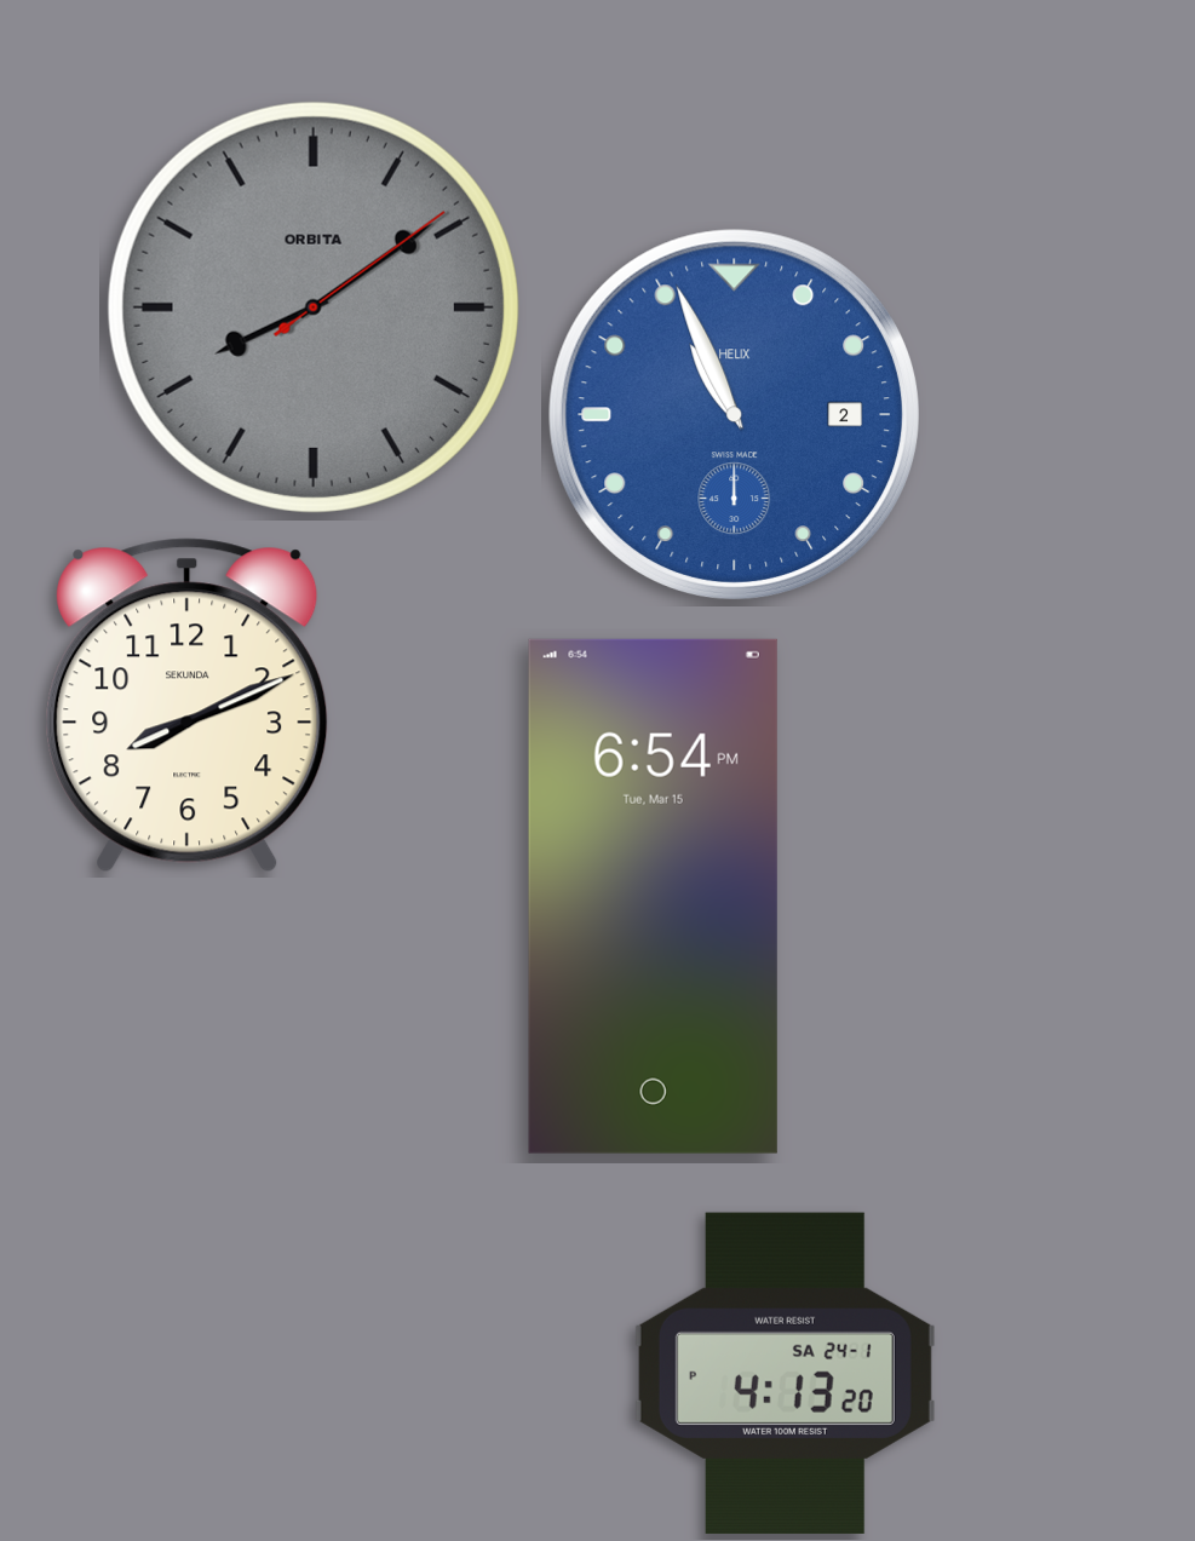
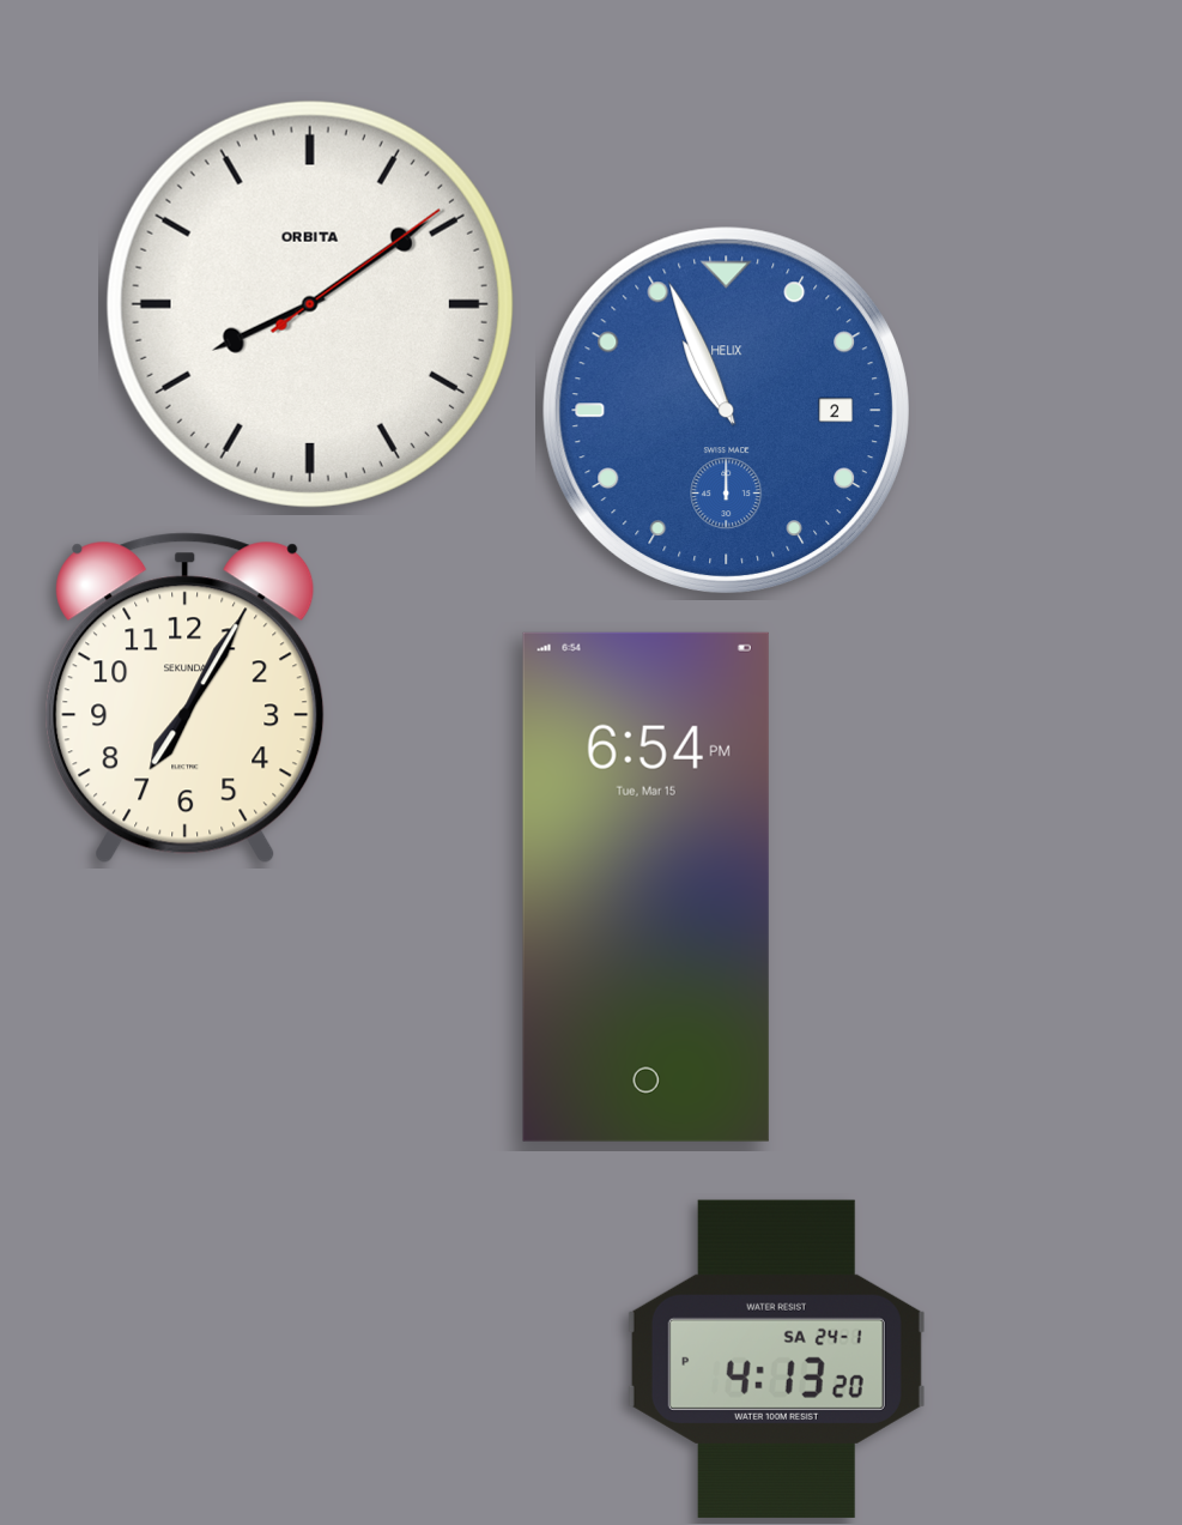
clock at (314, 307) dial: grey -> white
clock at (188, 706): 8:11 -> 7:05
